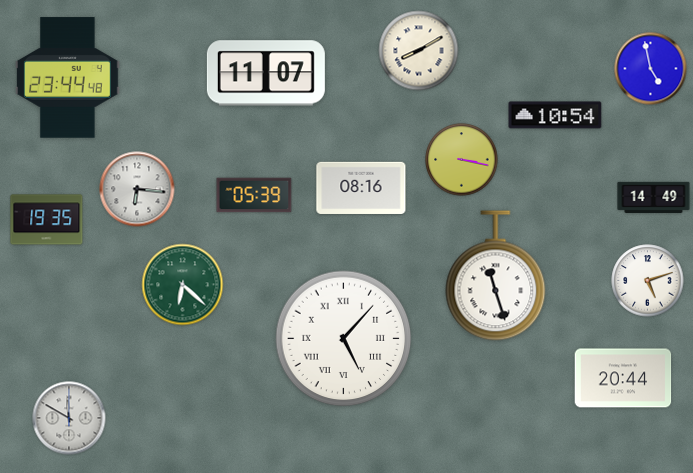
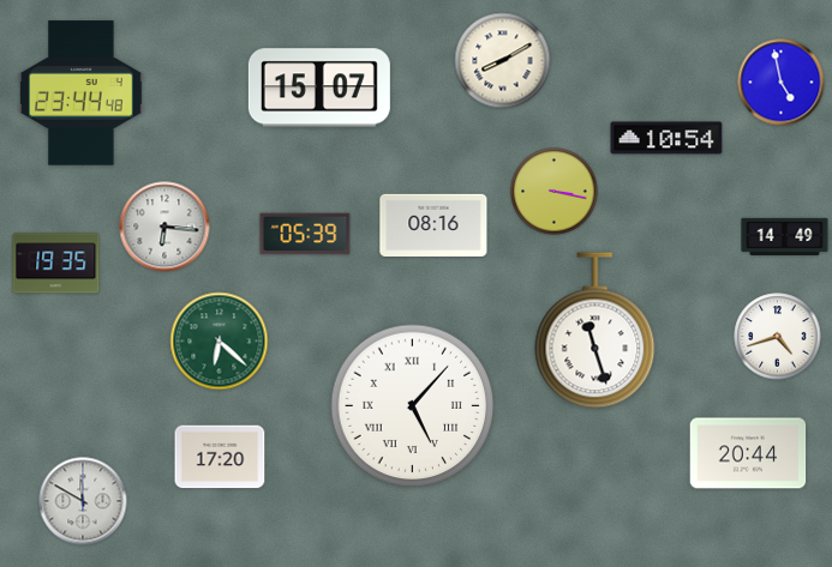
clock at (266, 73): 11:07 -> 15:07
clock at (648, 281): 5:12 -> 4:42
clock at (220, 457): none -> 17:20
